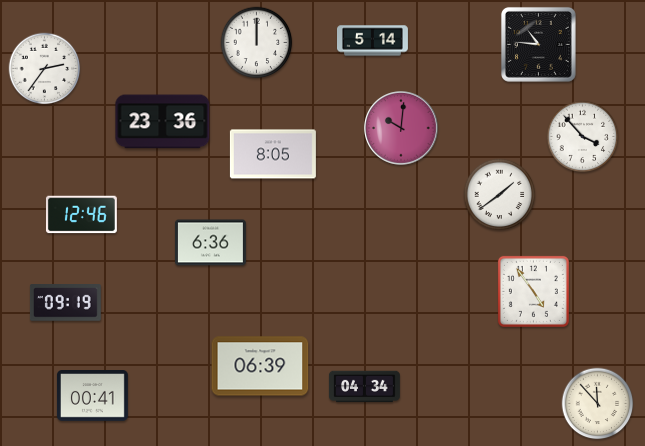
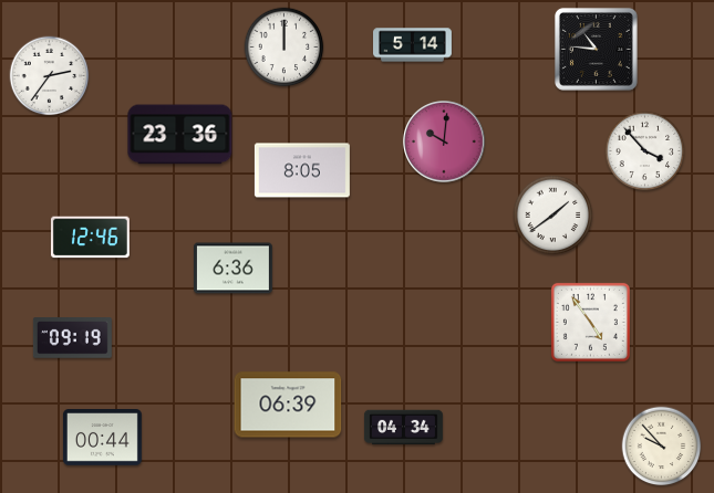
clock at (65, 303) position: (65, 303) -> (72, 338)
clock at (92, 396): 00:41 -> 00:44
clock at (598, 404): 11:53 -> 9:53
